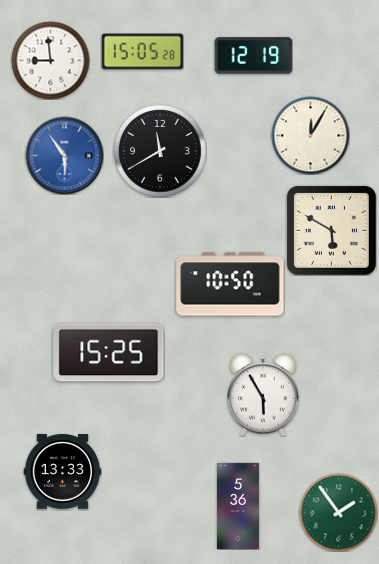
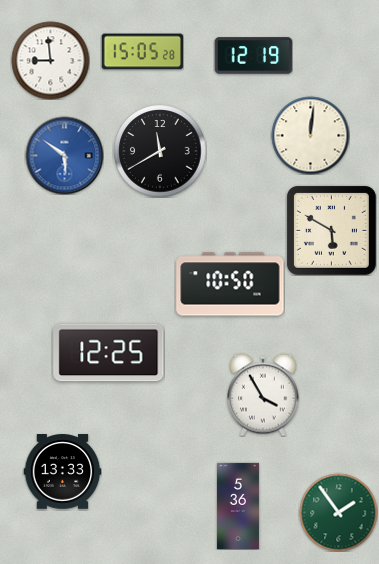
clock at (310, 135): 12:05 -> 12:01
clock at (64, 155): 5:54 -> 5:51
clock at (109, 353): 15:25 -> 12:25
clock at (264, 395): 5:55 -> 3:55
